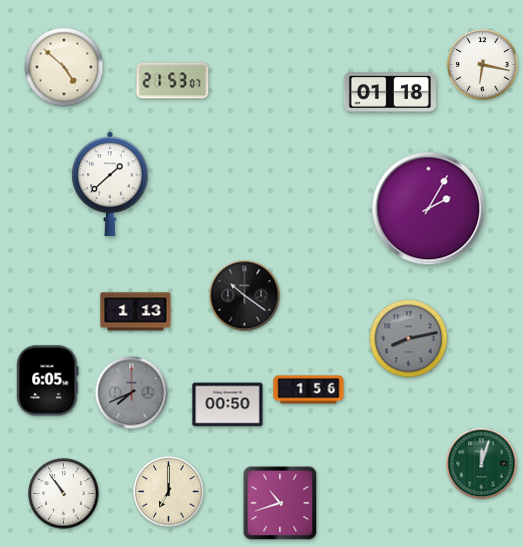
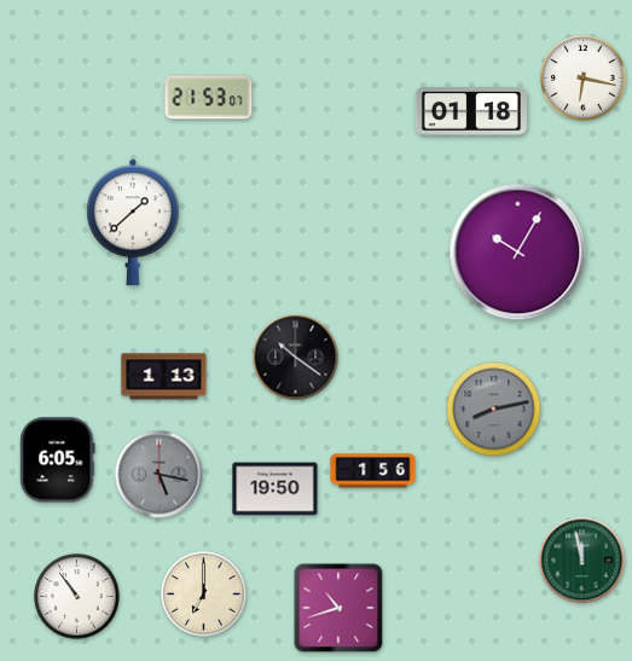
clock at (64, 67): 4:52 -> none
clock at (429, 209): 2:05 -> 10:05
clock at (132, 393): 7:41 -> 5:17
clock at (228, 405): 00:50 -> 19:50
clock at (482, 464): 12:03 -> 11:58
